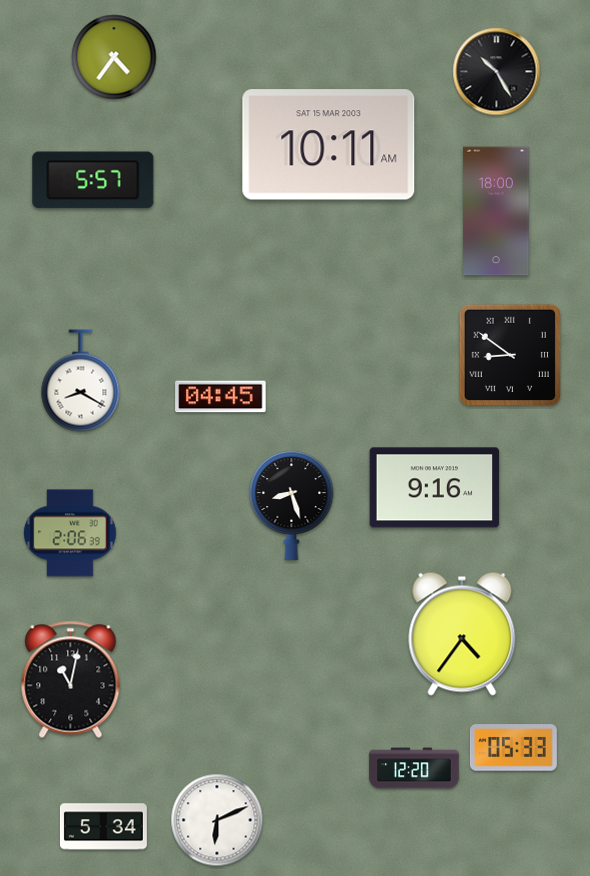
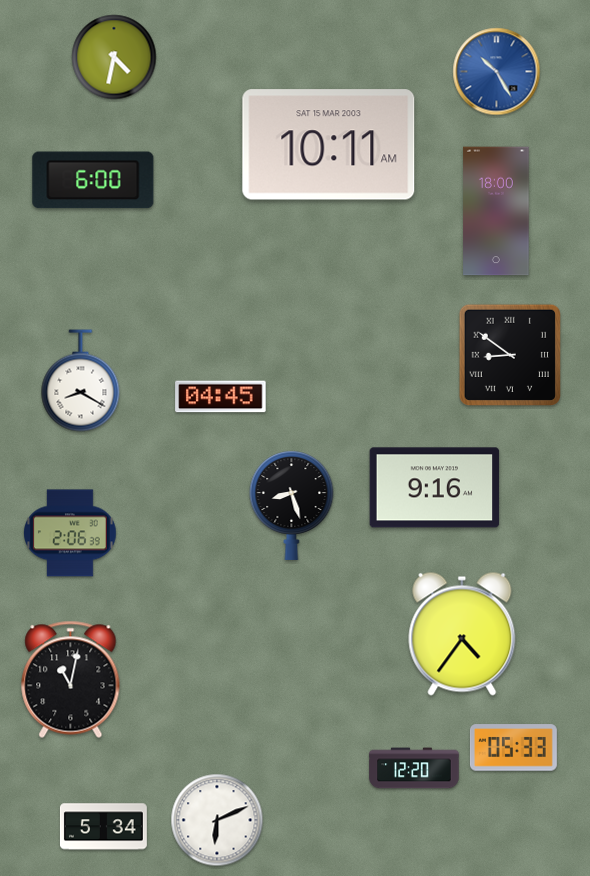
clock at (114, 57): 4:36 -> 4:32
clock at (497, 72) dial: black -> blue
clock at (93, 180): 5:57 -> 6:00
